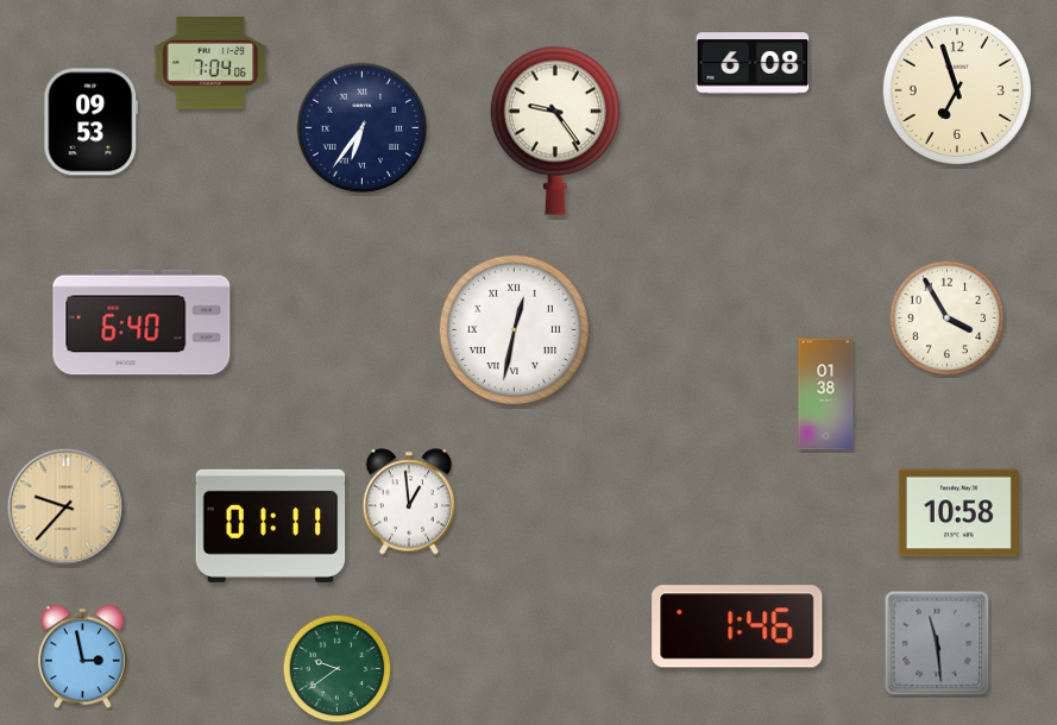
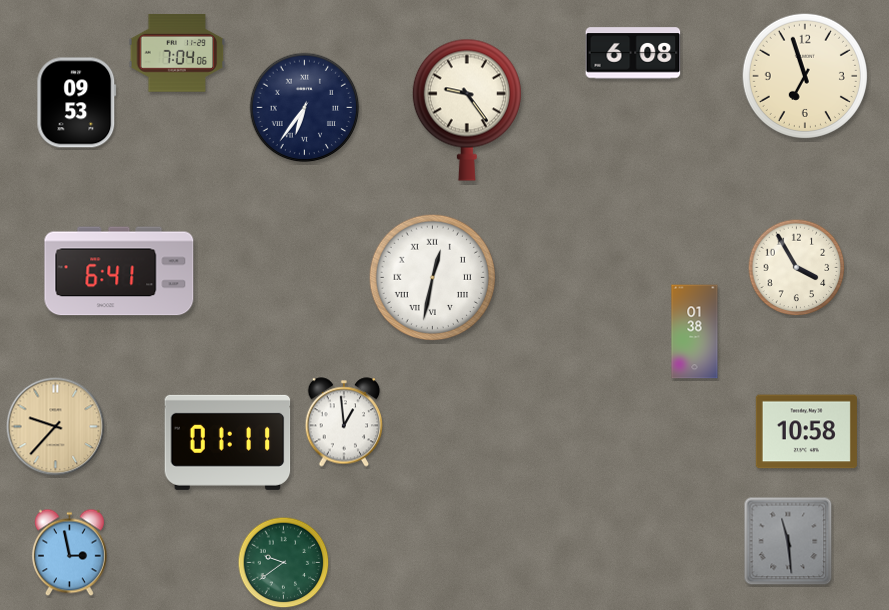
clock at (141, 322): 6:40 -> 6:41
clock at (737, 626): 1:46 -> none
